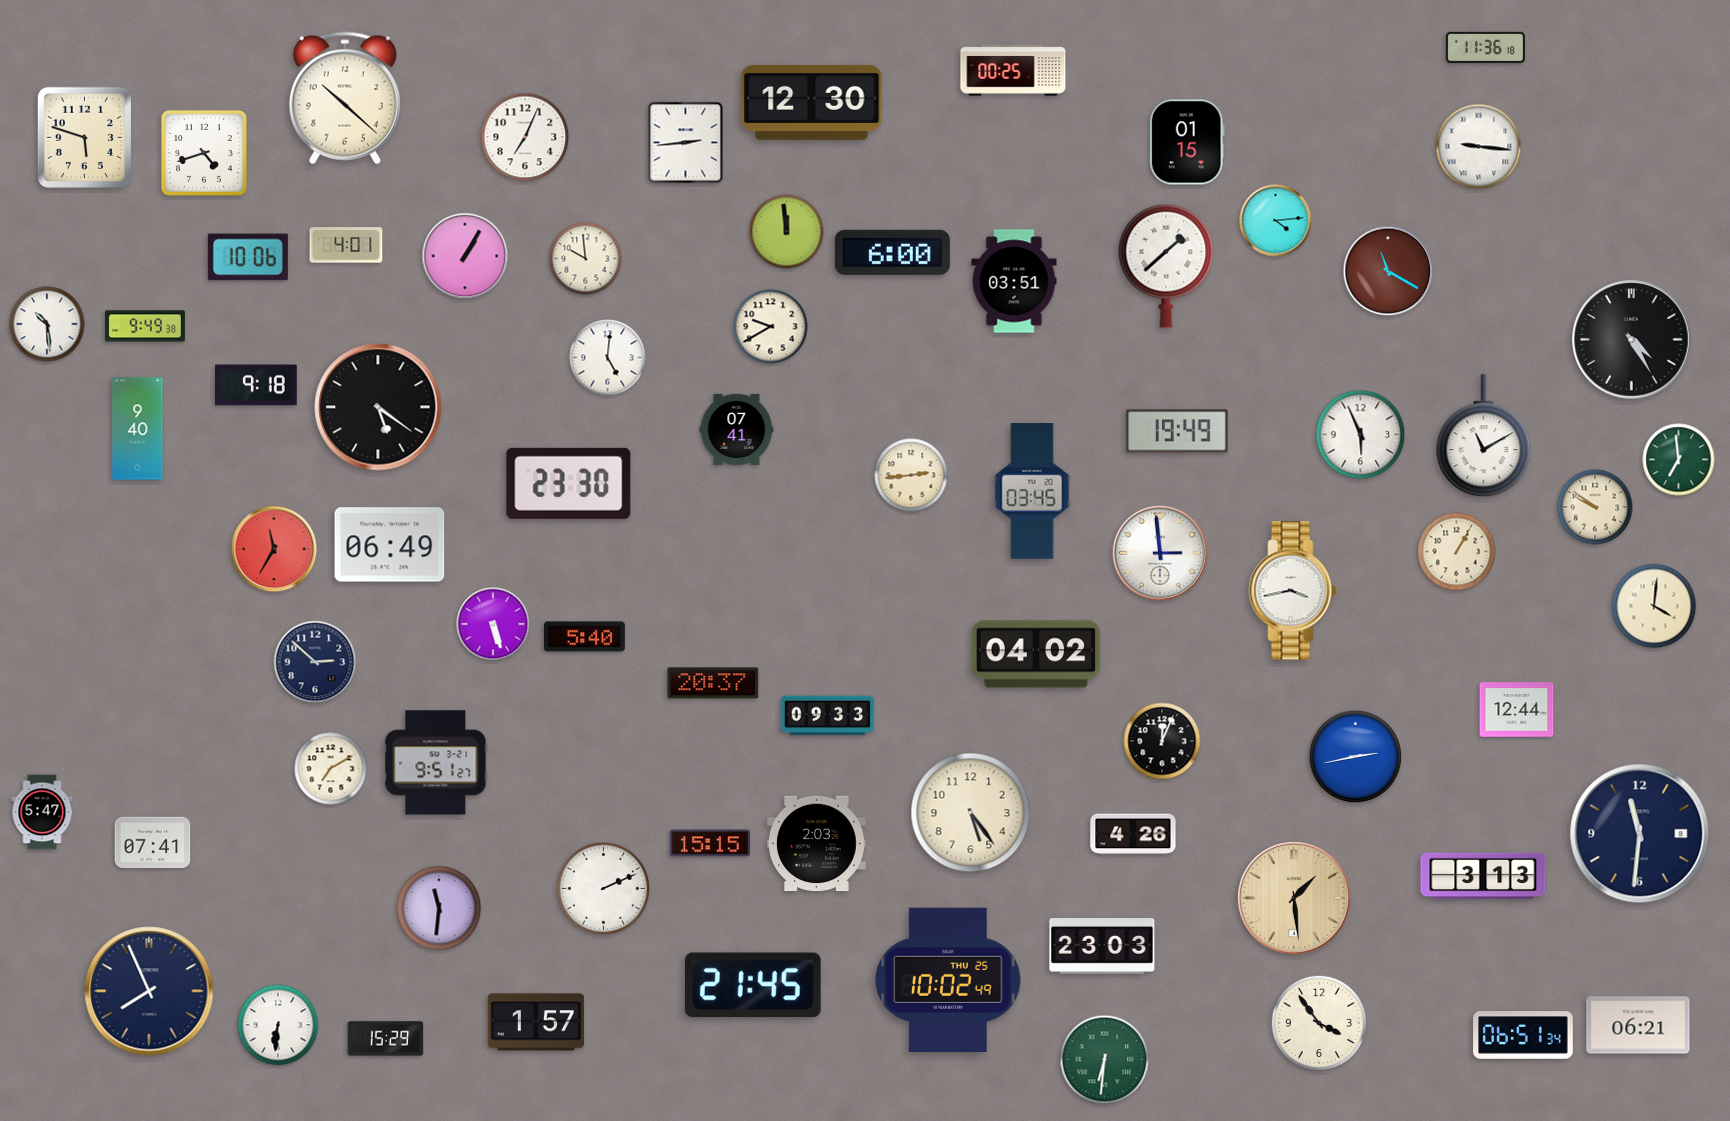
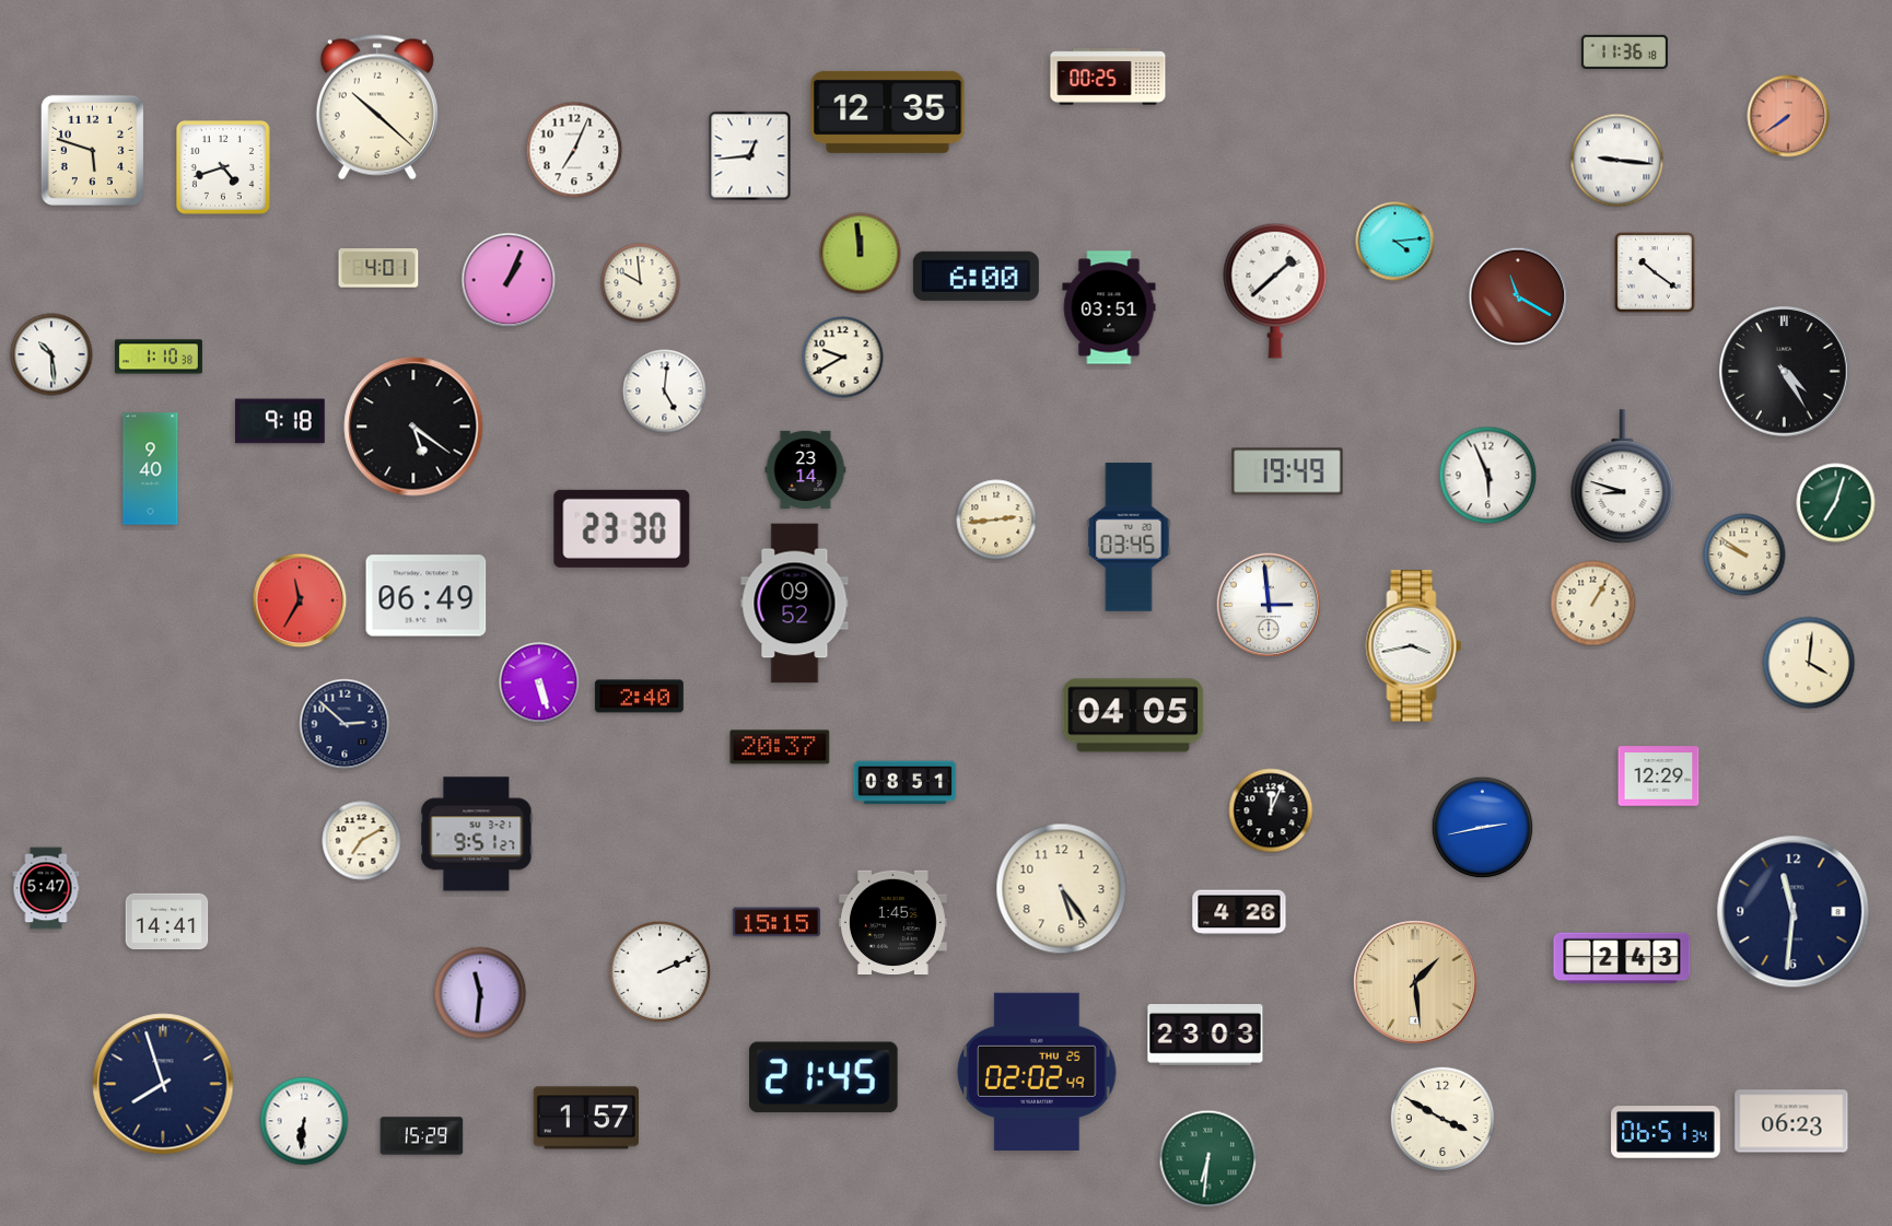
clock at (812, 102): 12:30 -> 12:35
clock at (1788, 116): none -> 7:39
clock at (1187, 142): 01:15 -> none
clock at (686, 143): 2:44 -> 12:44
clock at (1655, 272): none -> 10:21
clock at (465, 256): 1:05 -> 1:04
clock at (248, 257): 10:06 -> none
clock at (145, 326): 9:49 -> 1:10
clock at (378, 407) position: (378, 407) -> (413, 427)
clock at (737, 429): 07:41 -> 23:14
clock at (1484, 436): 11:10 -> 8:48
clock at (1679, 460): 6:59 -> 7:03
clock at (795, 604): none -> 09:52
clock at (584, 637): 5:40 -> 2:40
clock at (1036, 654): 04:02 -> 04:05
clock at (1517, 710): 12:44 -> 12:29
clock at (828, 716): 09:33 -> 08:51
clock at (153, 843): 07:41 -> 14:41
clock at (817, 844): 2:03 -> 1:45
clock at (1483, 876): 3:13 -> 2:43
clock at (948, 980): 10:02 -> 02:02
clock at (149, 991): 7:56 -> 7:57
clock at (1318, 1022): 3:54 -> 3:50
clock at (1638, 1025): 06:21 -> 06:23
